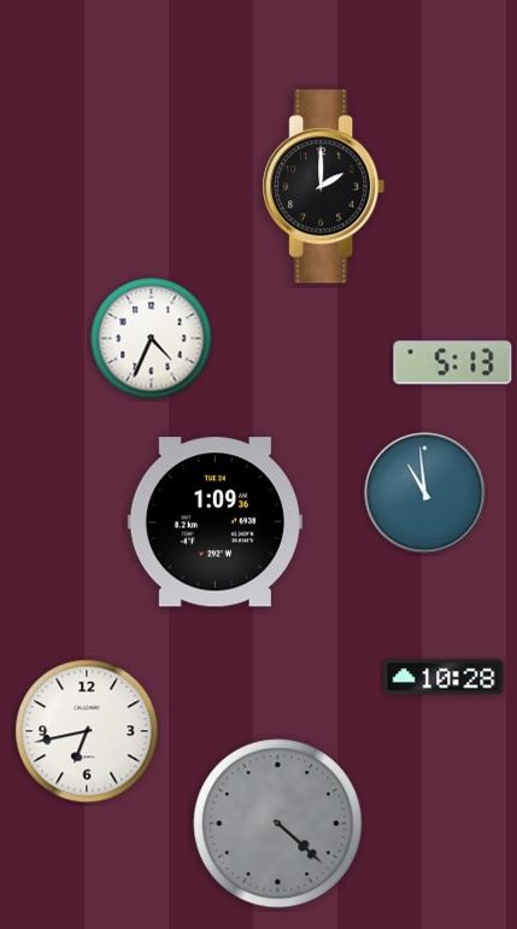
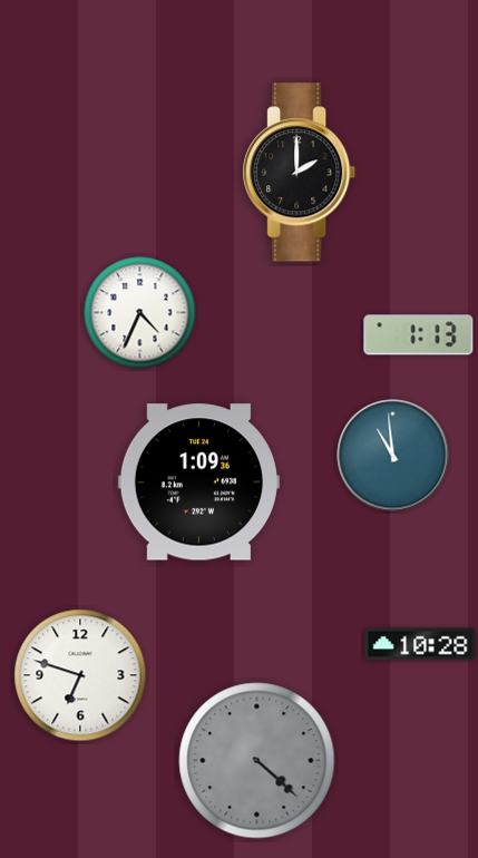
clock at (453, 363): 5:13 -> 1:13
clock at (443, 677) position: (443, 677) -> (420, 644)
clock at (87, 731): 6:43 -> 6:48
